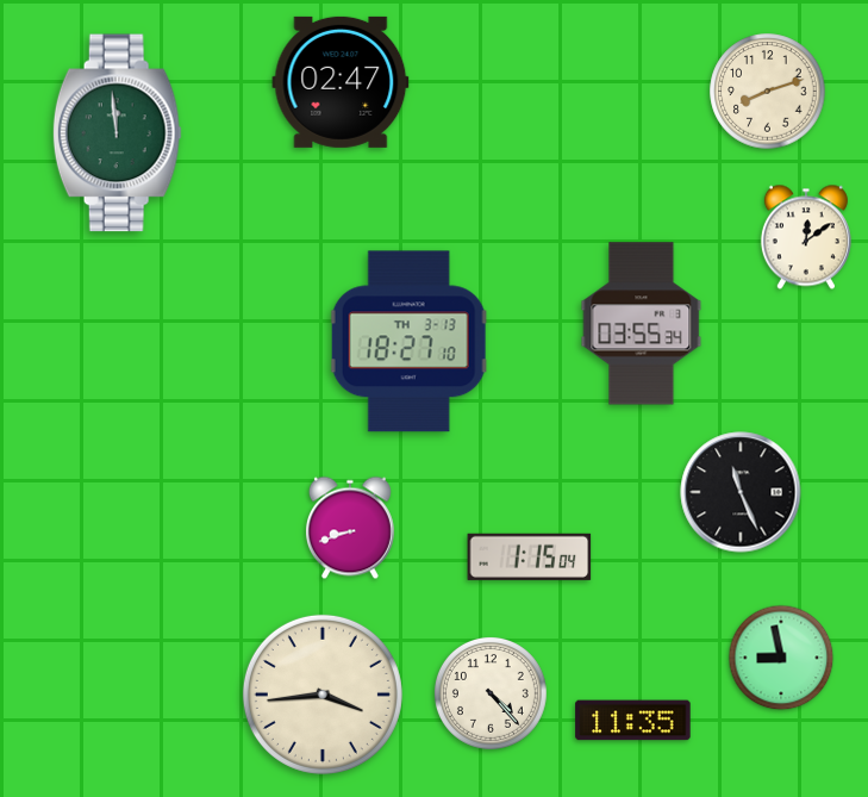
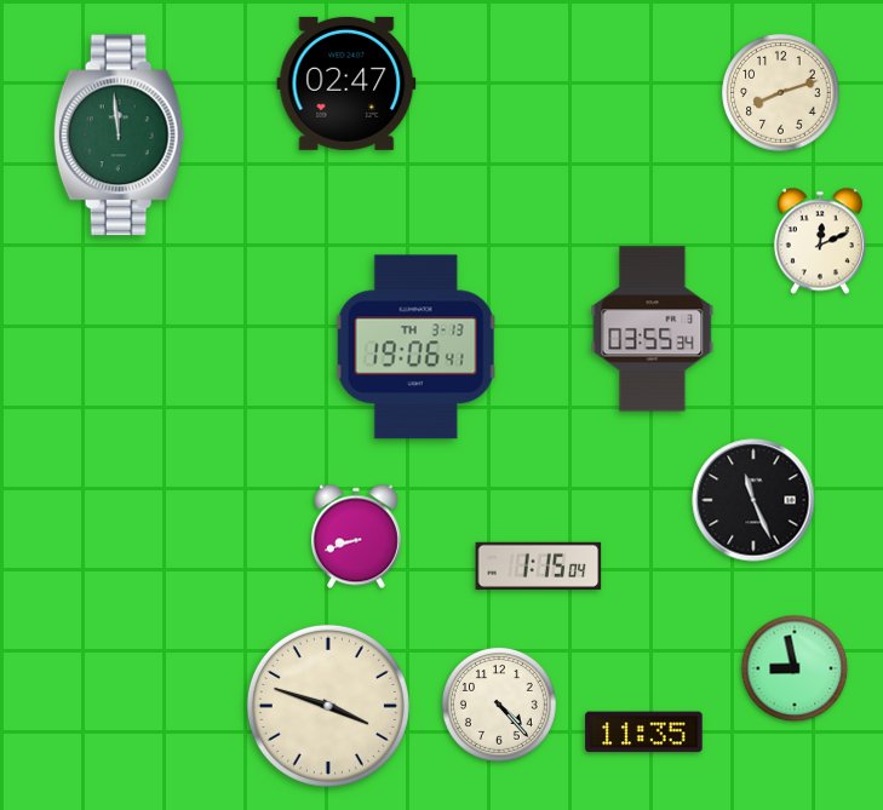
clock at (806, 237): 12:09 -> 12:11
clock at (408, 342): 18:27 -> 19:06
clock at (323, 695): 3:44 -> 3:48
